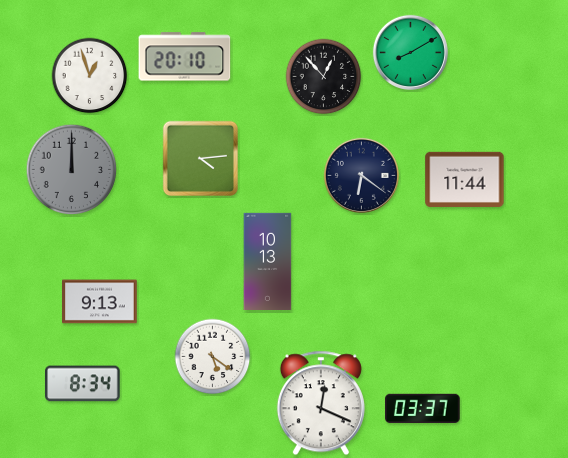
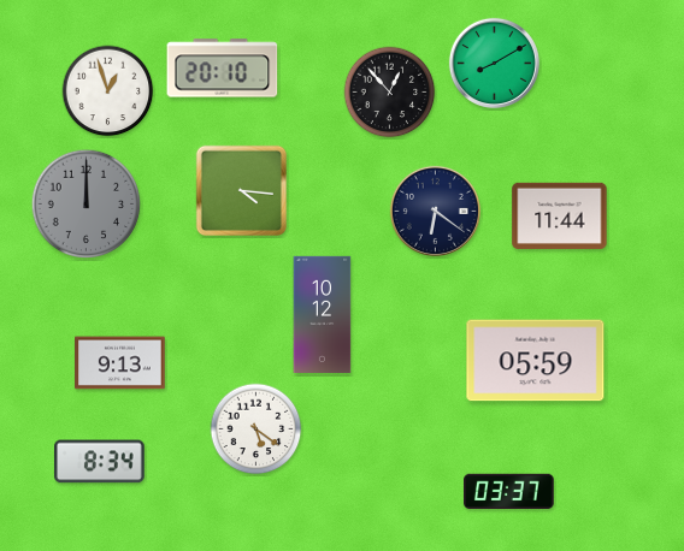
clock at (200, 158): 4:14 -> 4:16
clock at (268, 261): 10:13 -> 10:12
clock at (536, 361): none -> 05:59
clock at (321, 403): 12:19 -> none
